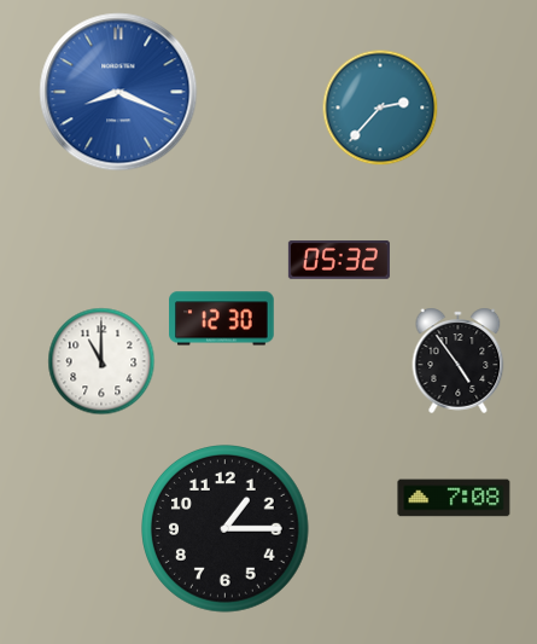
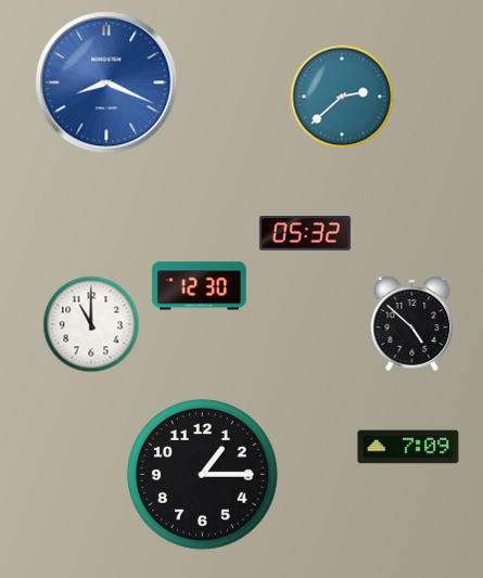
clock at (380, 108): 2:37 -> 2:38
clock at (459, 360): 4:54 -> 4:52
clock at (454, 498): 7:08 -> 7:09
